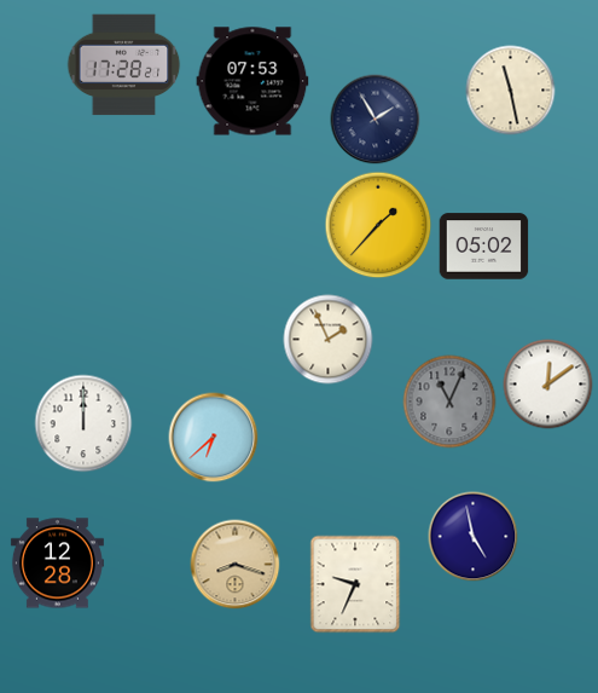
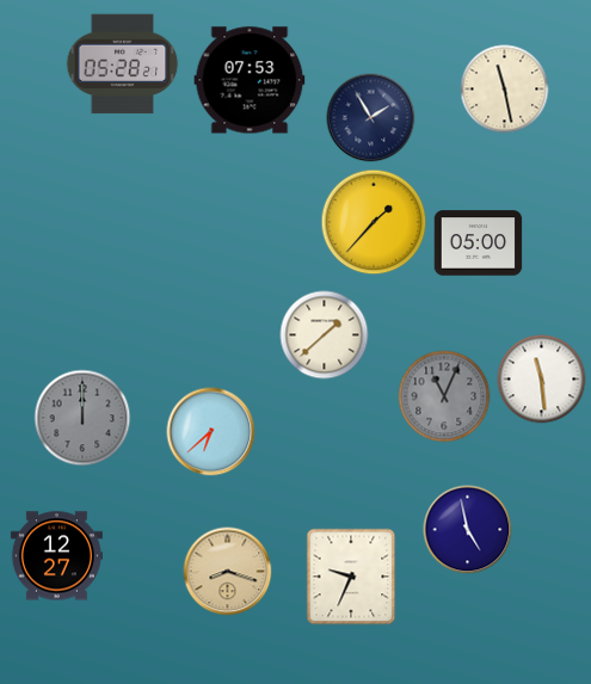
clock at (124, 65): 17:28 -> 05:28
clock at (484, 247): 05:02 -> 05:00
clock at (329, 340): 1:56 -> 1:38
clock at (548, 385): 12:09 -> 11:29
clock at (83, 423) dial: white -> grey
clock at (57, 564): 12:28 -> 12:27
clock at (236, 565) position: (236, 565) -> (228, 572)
